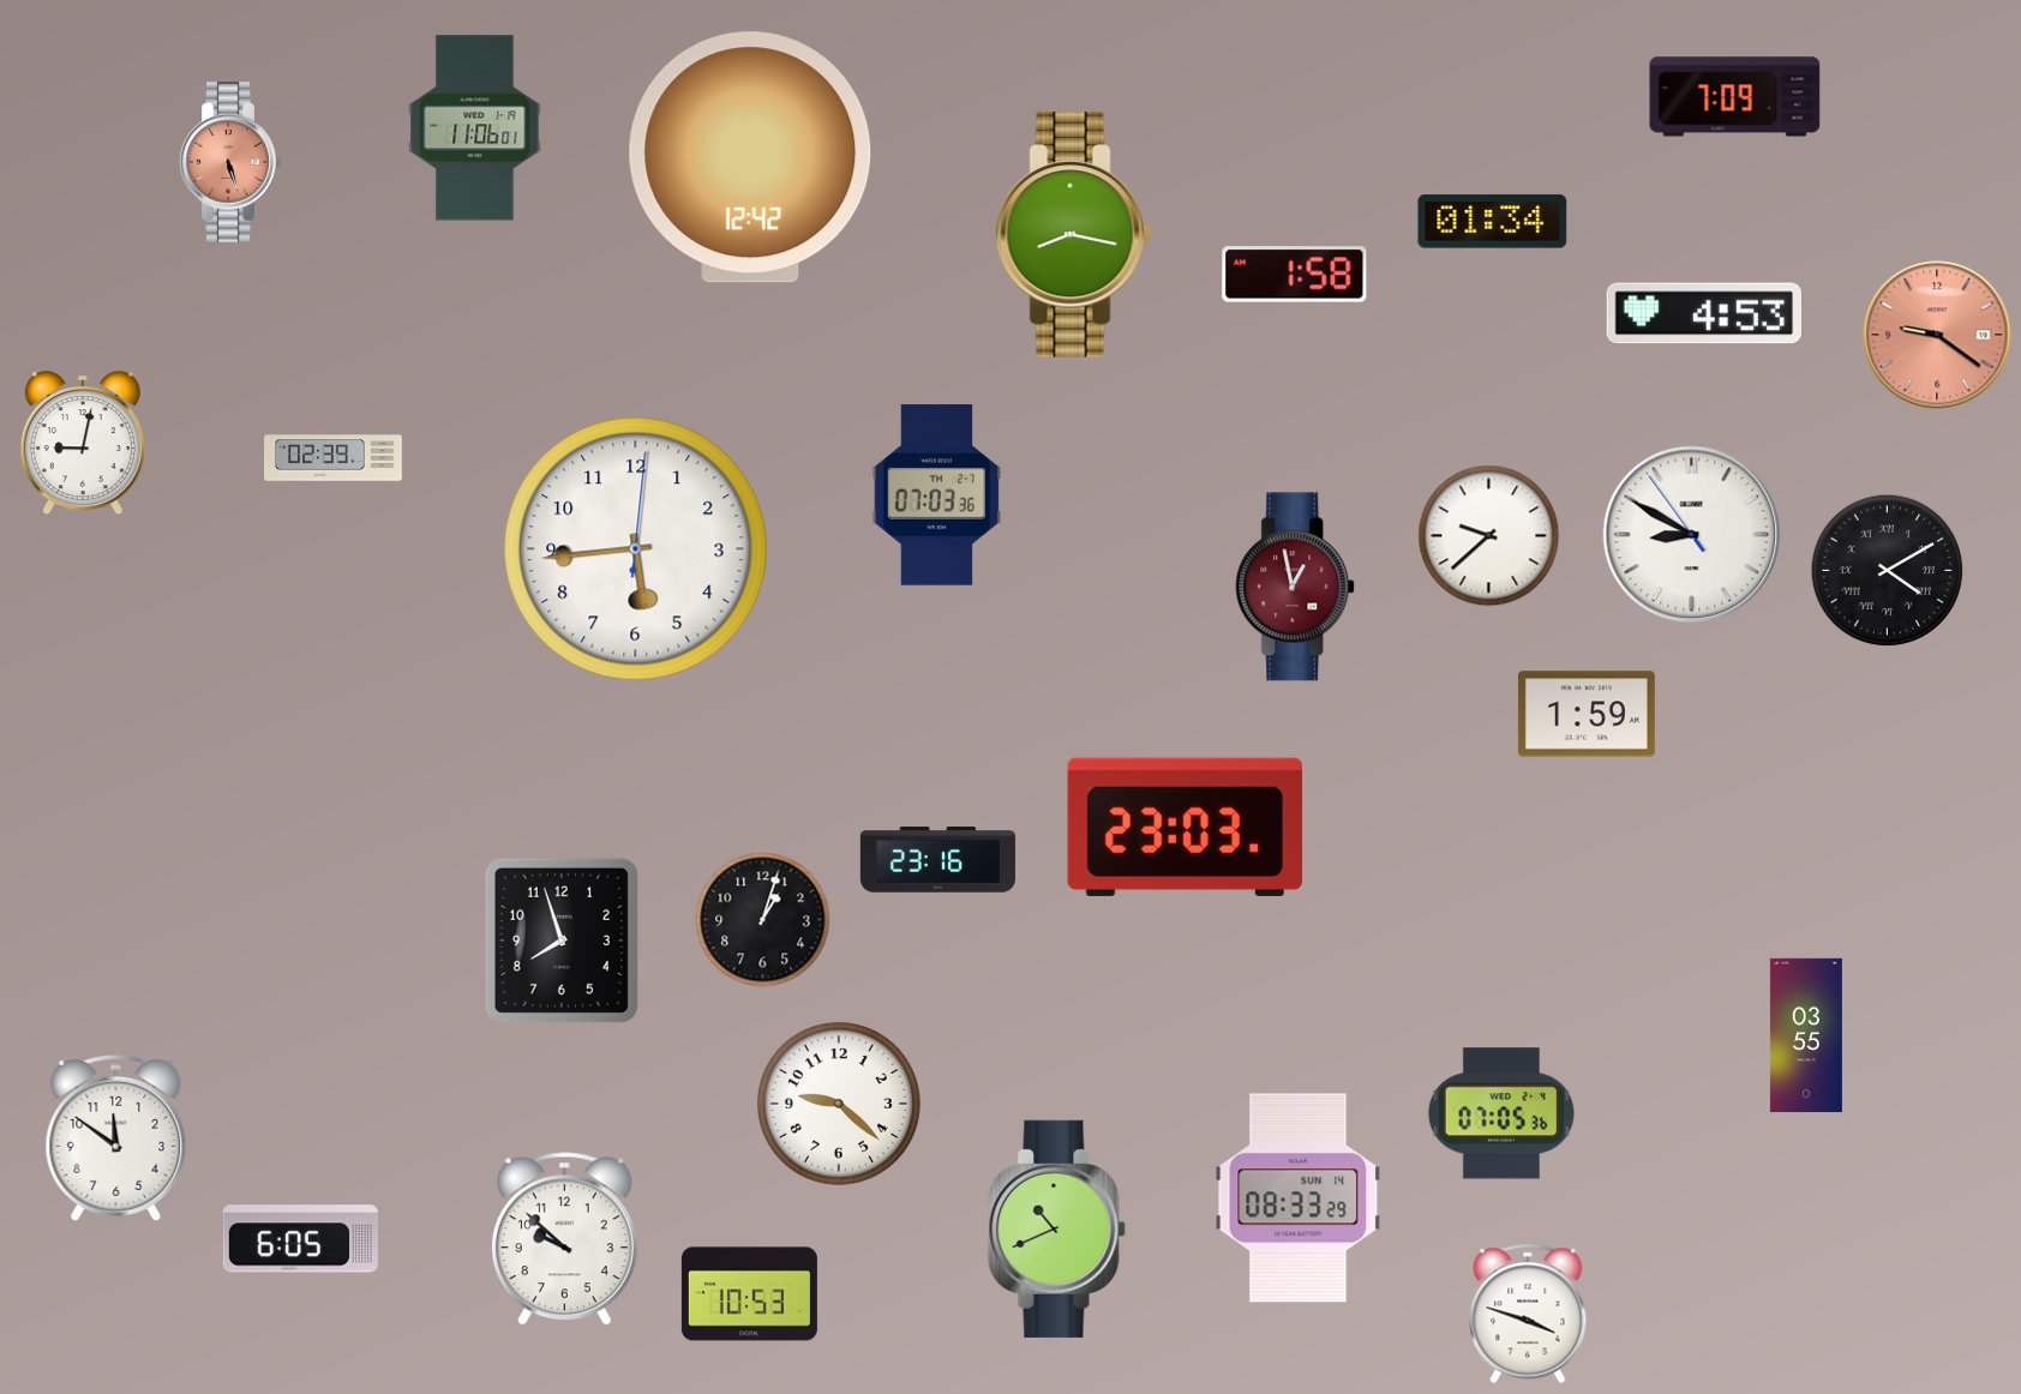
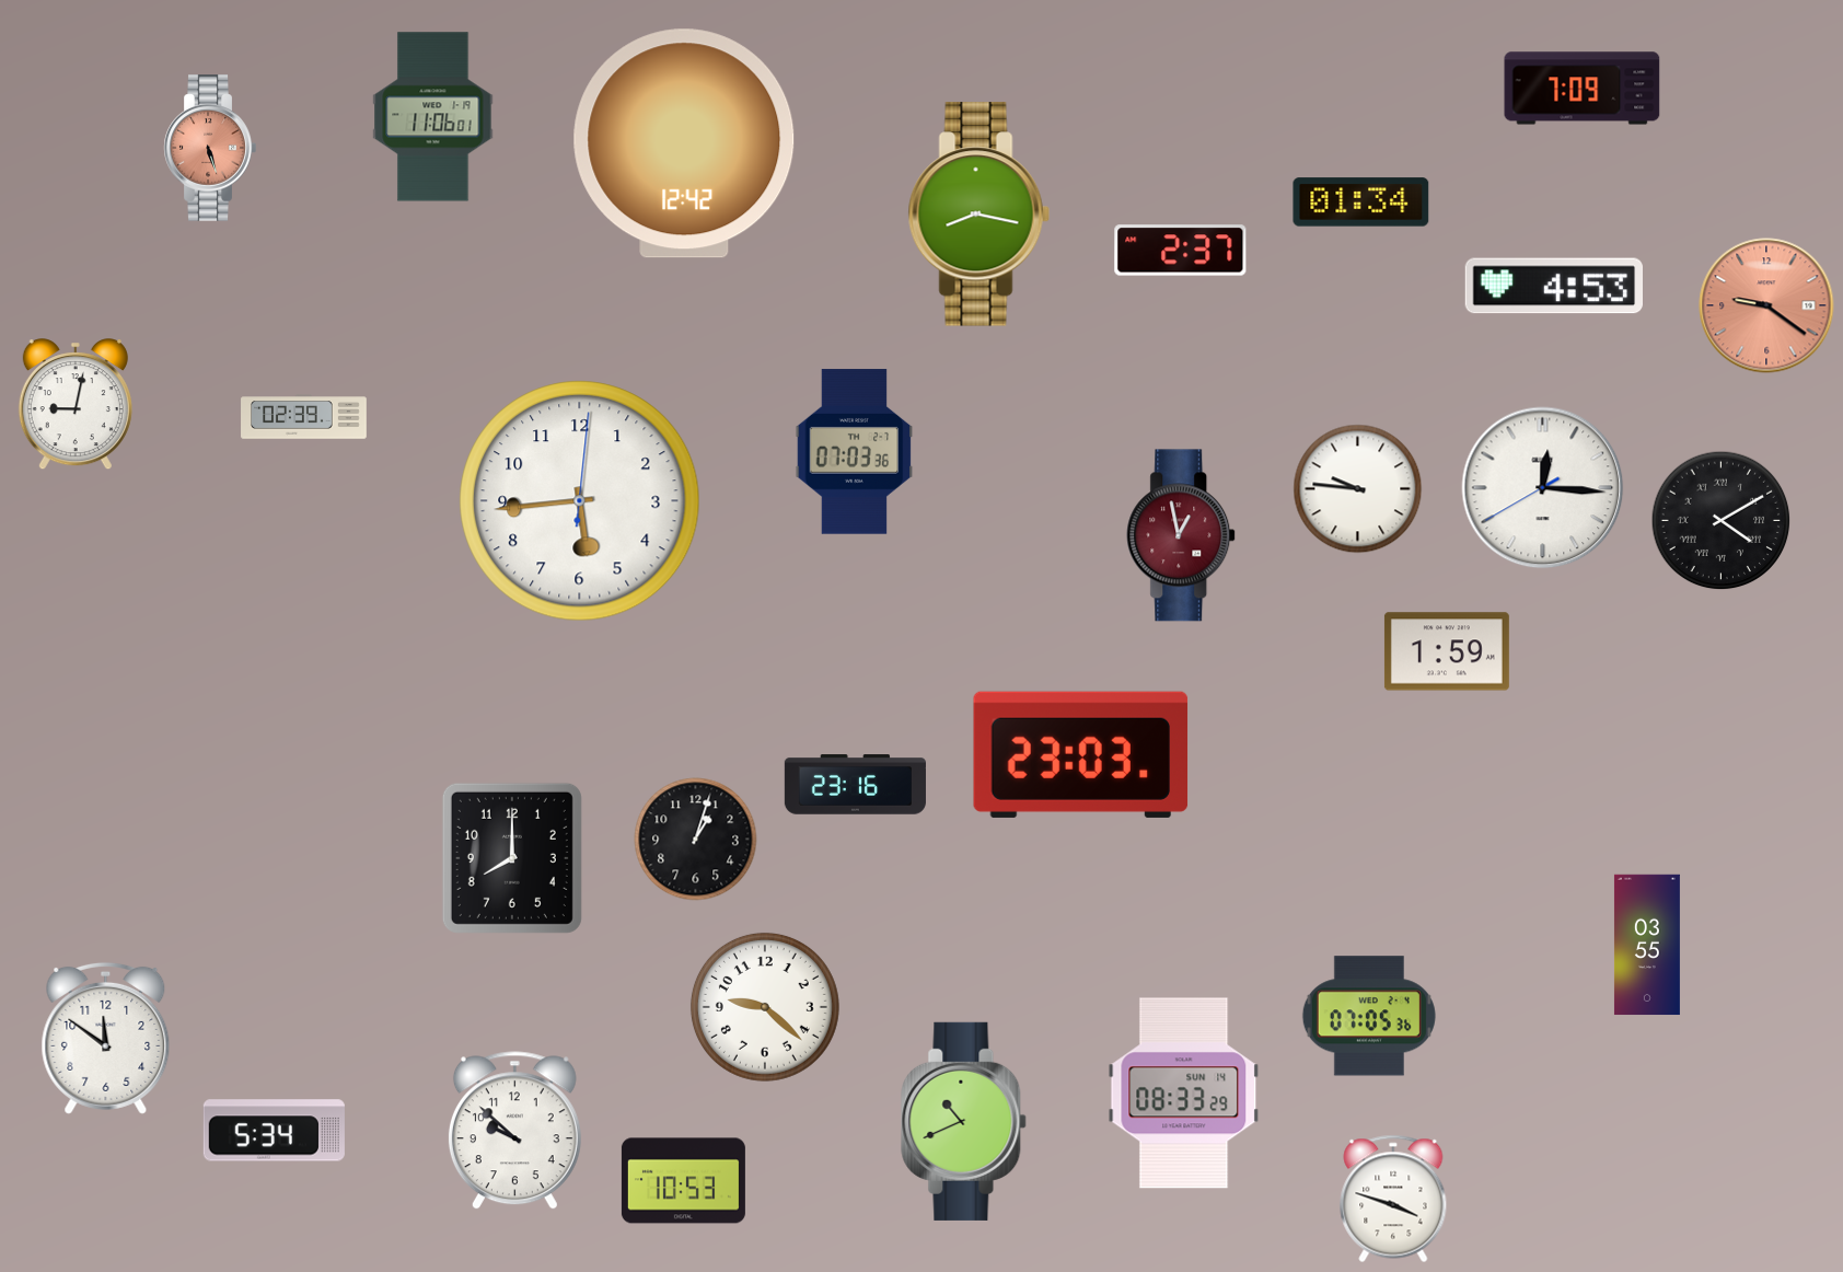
clock at (1295, 275): 1:58 -> 2:37
clock at (1692, 535): 8:49 -> 12:15
clock at (1489, 536): 9:38 -> 9:46
clock at (562, 941): 7:57 -> 8:00
clock at (300, 1239): 6:05 -> 5:34
